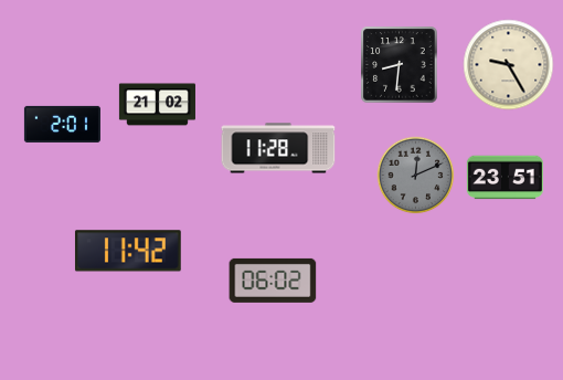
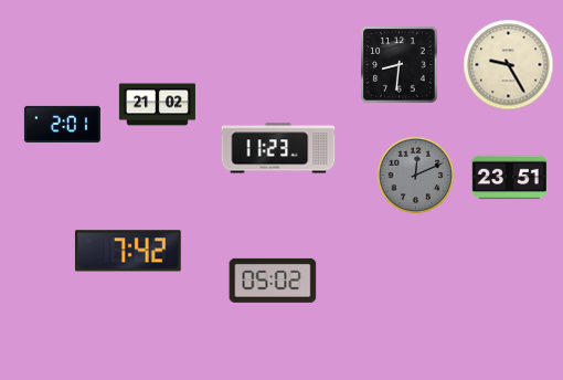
clock at (278, 148): 11:28 -> 11:23
clock at (504, 178) position: (504, 178) -> (509, 178)
clock at (128, 251): 11:42 -> 7:42
clock at (273, 281): 06:02 -> 05:02
